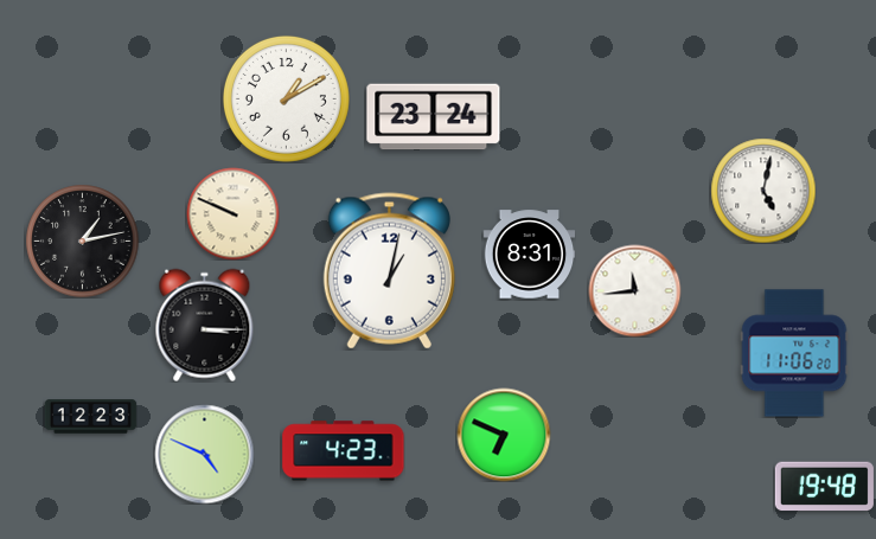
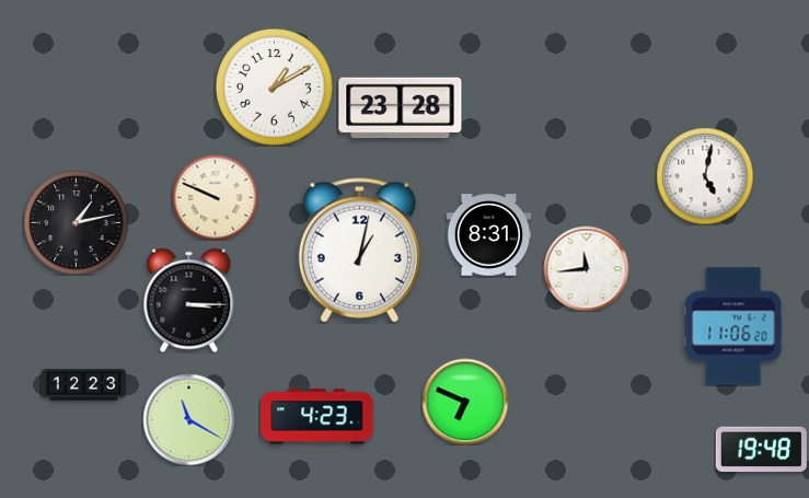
clock at (286, 98) position: (286, 98) -> (274, 86)
clock at (434, 117): 23:24 -> 23:28
clock at (204, 454): 4:49 -> 11:20
